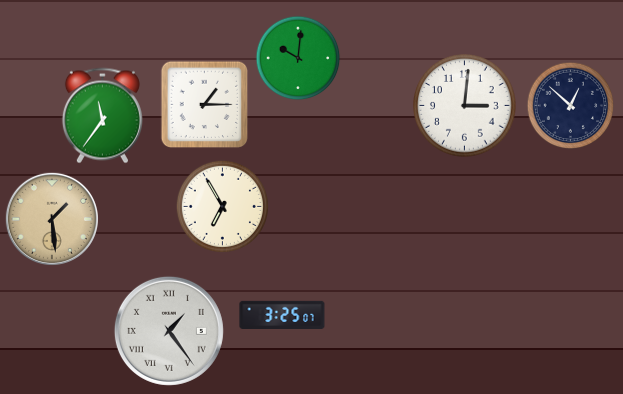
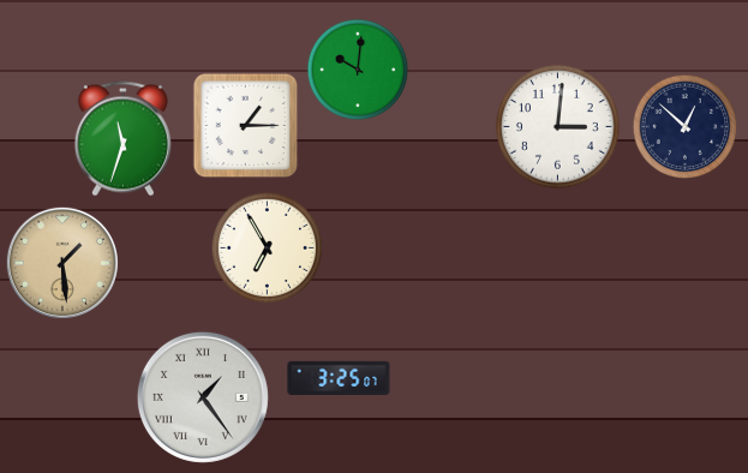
clock at (102, 116): 11:36 -> 11:33
